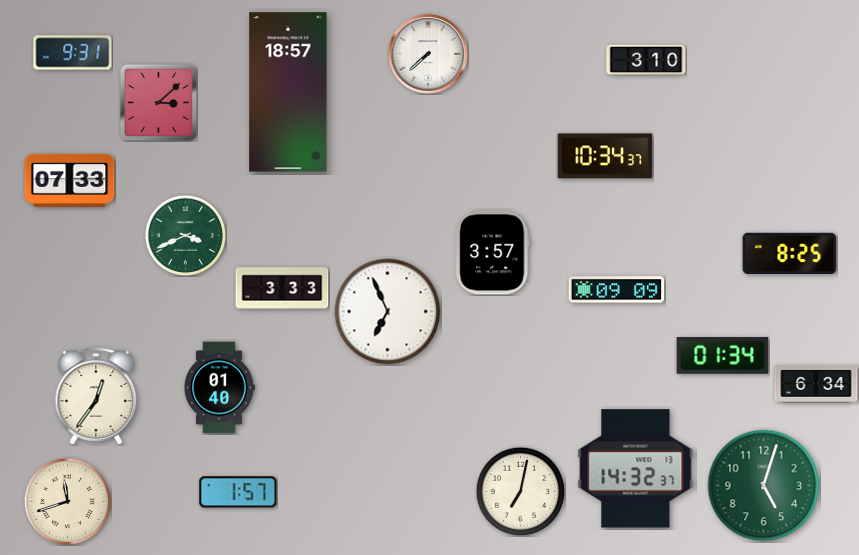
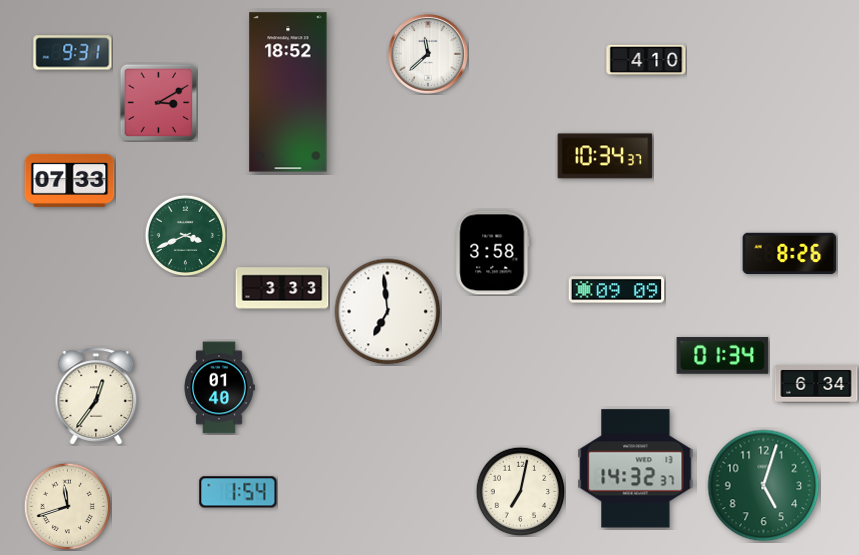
clock at (428, 54): 7:38 -> 11:38
clock at (646, 60): 3:10 -> 4:10
clock at (288, 92): 18:57 -> 18:52
clock at (158, 102): 3:08 -> 3:10
clock at (493, 253): 3:57 -> 3:58
clock at (790, 254): 8:25 -> 8:26
clock at (388, 312): 6:56 -> 6:59
clock at (238, 492): 1:57 -> 1:54
clock at (67, 501) position: (67, 501) -> (67, 506)
